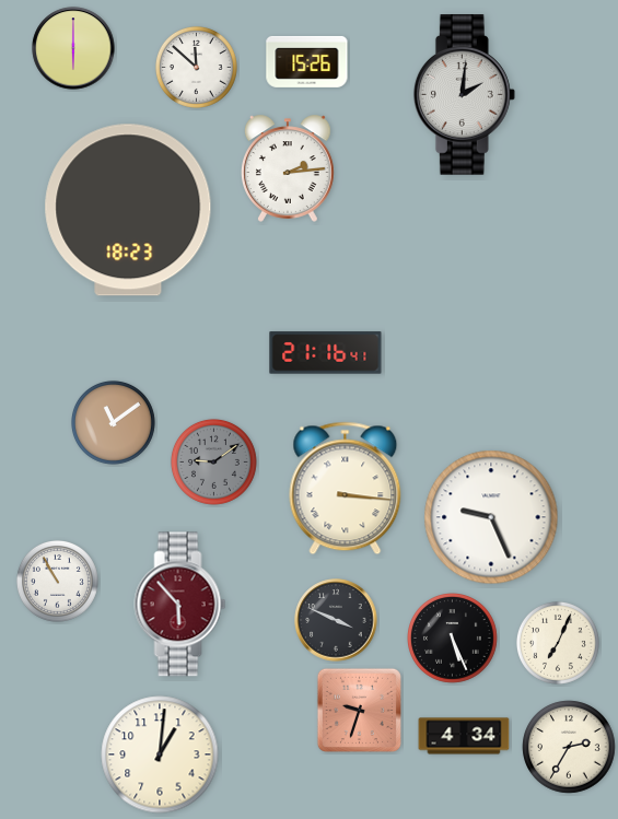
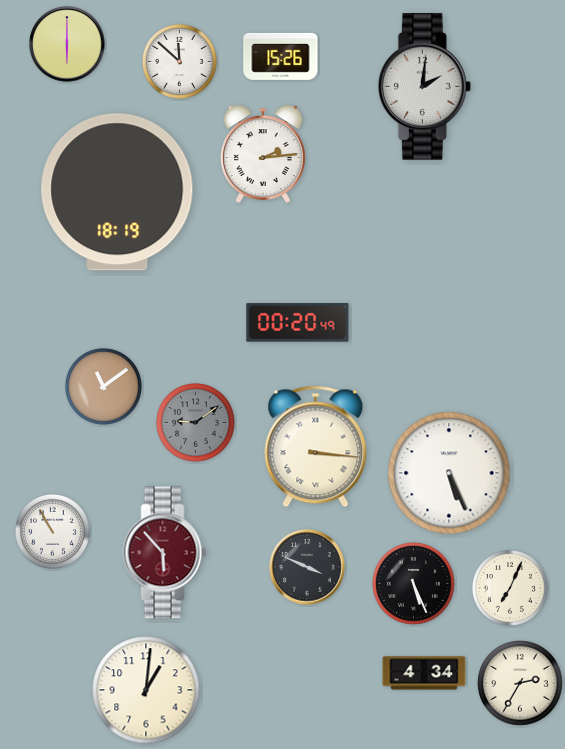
clock at (128, 210): 18:23 -> 18:19
clock at (326, 353): 21:16 -> 00:20
clock at (491, 517): 9:26 -> 5:26
clock at (359, 710): 9:33 -> none
